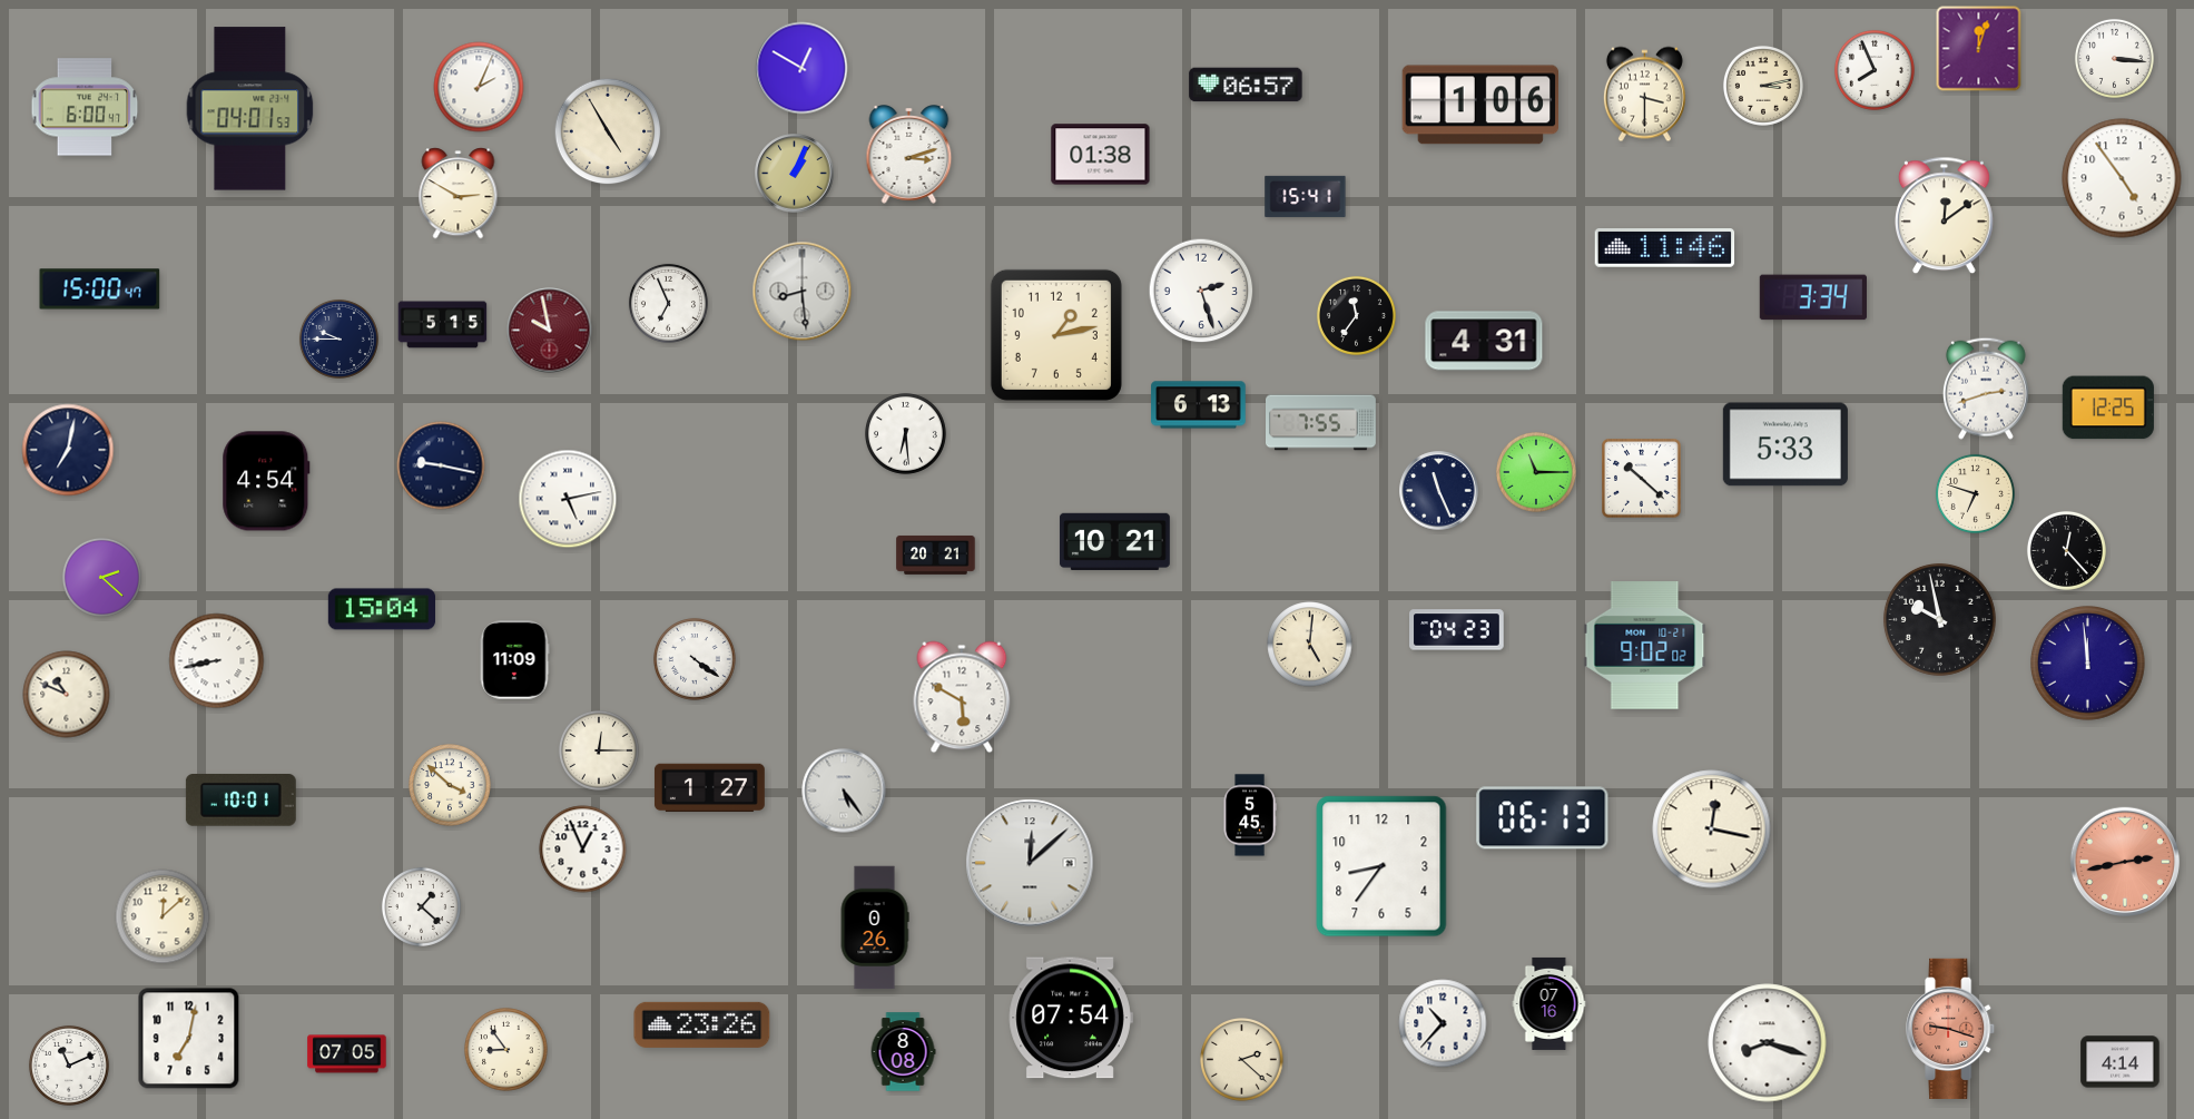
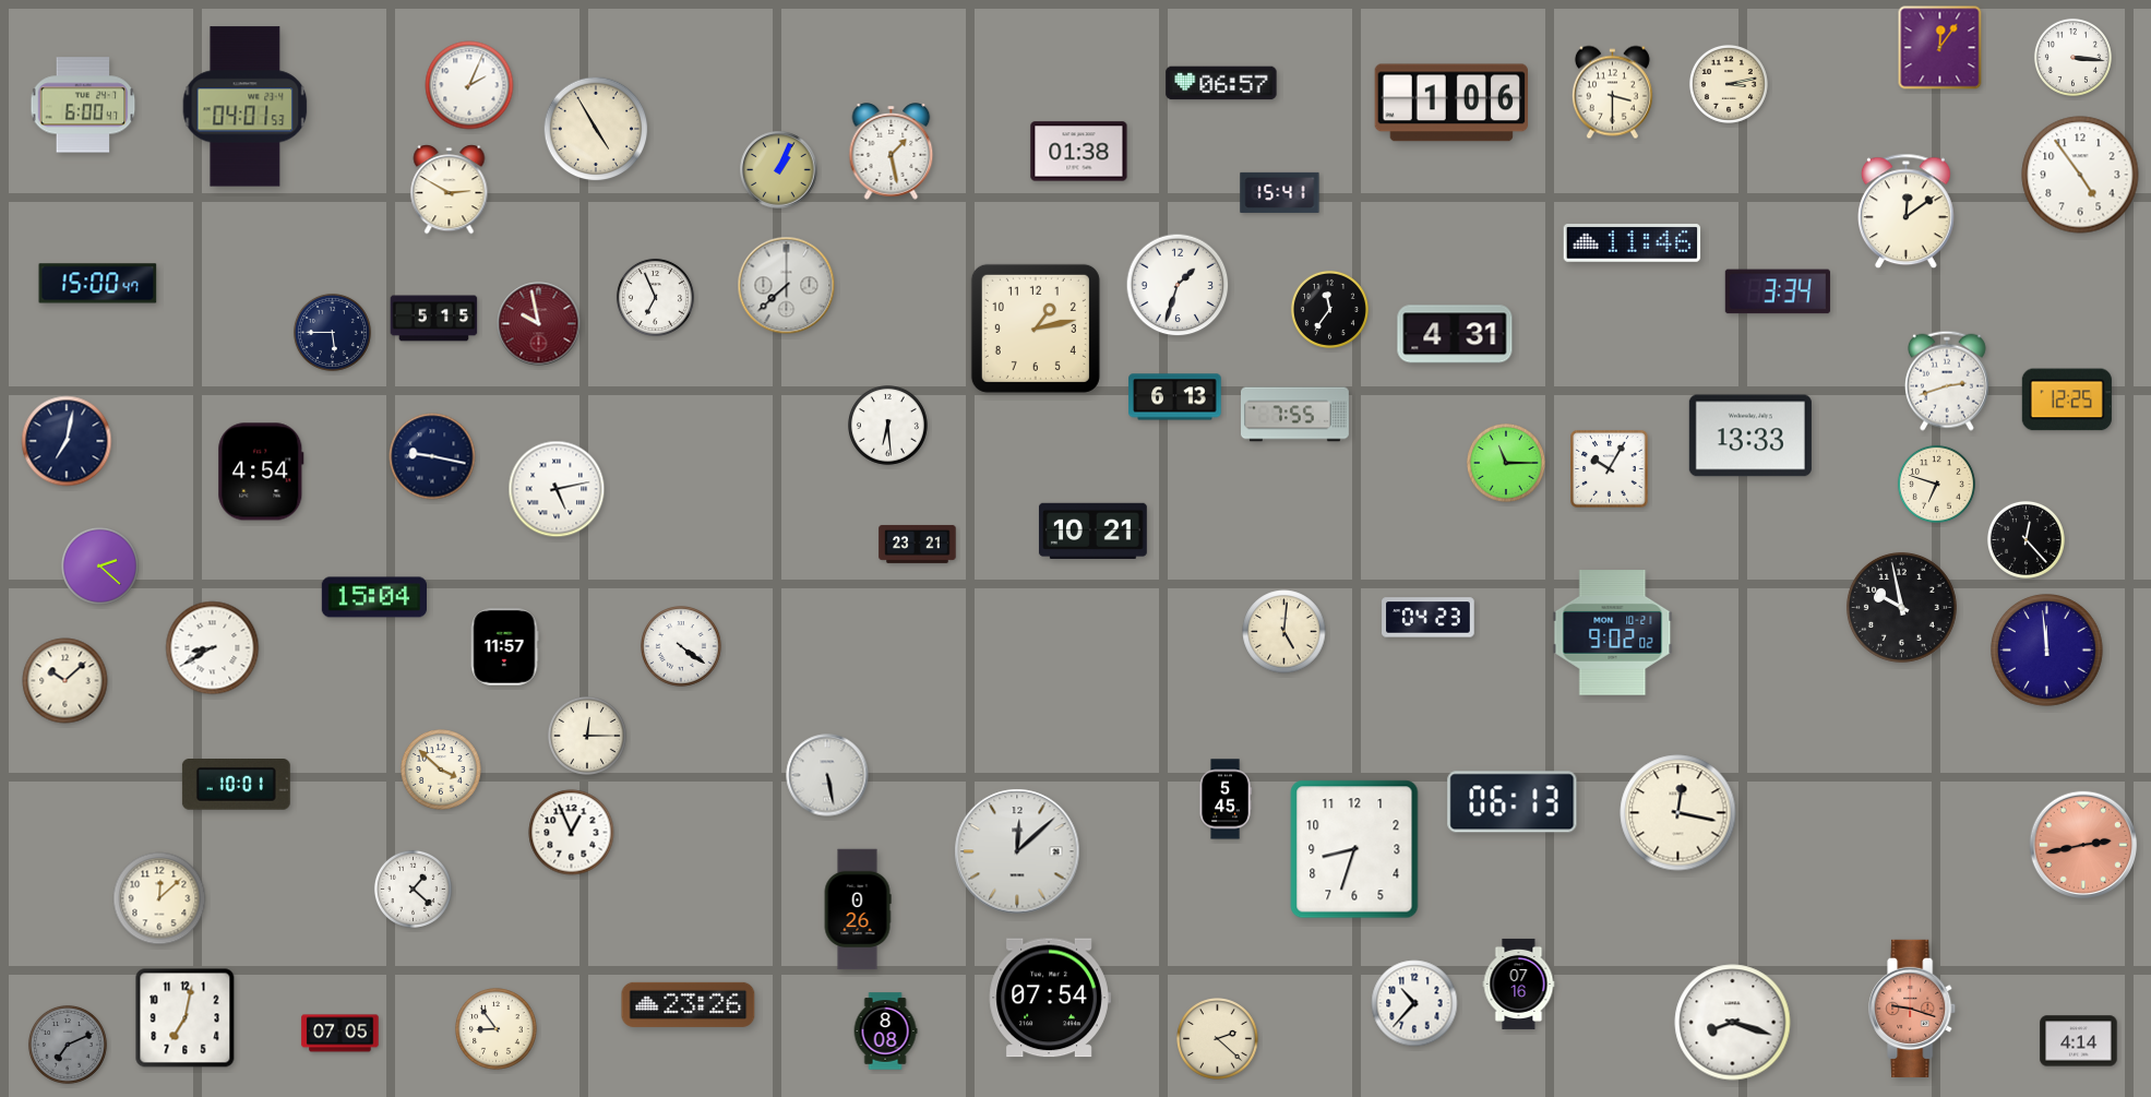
clock at (1979, 49): 12:03 -> 12:06
clock at (801, 68): 12:50 -> none
clock at (1875, 70): 7:56 -> none
clock at (909, 155): 3:12 -> 1:28
clock at (1201, 291): 2:27 -> 1:33
clock at (803, 292): 8:29 -> 7:38
clock at (338, 338): 9:45 -> 5:45
clock at (1785, 444): 5:33 -> 13:33
clock at (1642, 479): 10:22 -> 10:05
clock at (1439, 491): 11:26 -> none
clock at (936, 554): 20:21 -> 23:21
clock at (514, 660): 11:09 -> 11:57
clock at (217, 661): 8:43 -> 8:40
clock at (67, 695): 10:49 -> 10:08
clock at (962, 697): 5:50 -> none
clock at (709, 788): 1:27 -> none
clock at (844, 791): 5:24 -> 5:28
clock at (1030, 863) position: (1030, 863) -> (1017, 851)
clock at (1381, 866): 8:36 -> 8:33
clock at (69, 1066): 11:11 -> 7:11
clock at (69, 1066) dial: white -> grey
